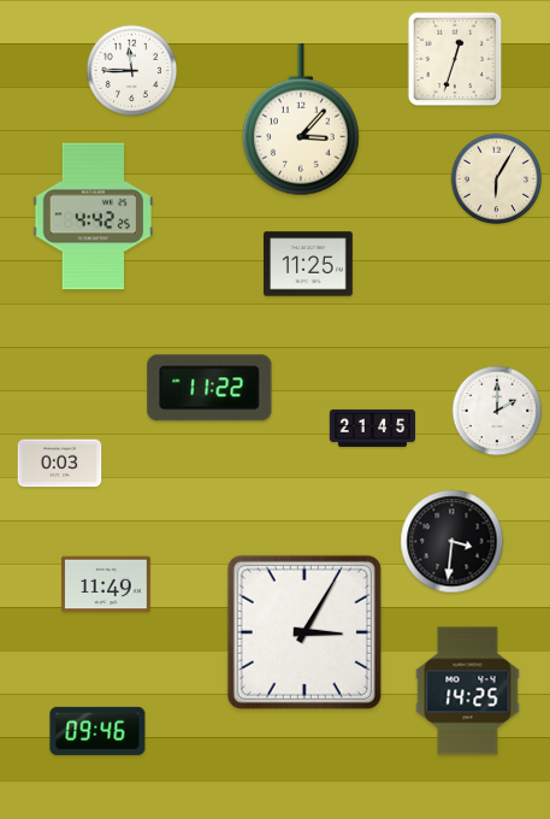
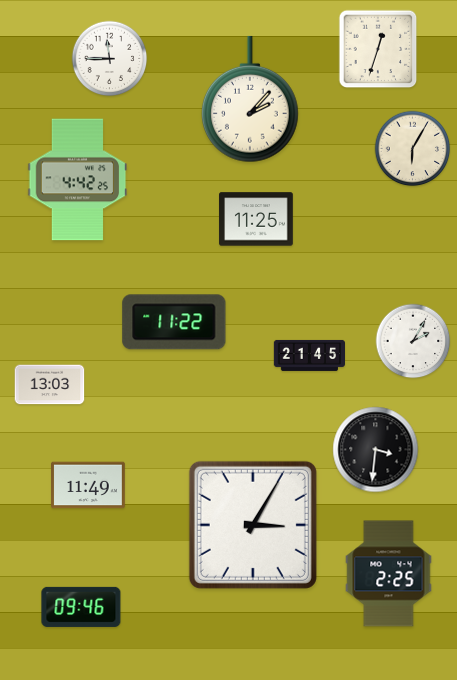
clock at (301, 119): 3:07 -> 2:07
clock at (497, 411): 2:00 -> 2:05
clock at (60, 464): 0:03 -> 13:03
clock at (468, 691): 14:25 -> 2:25
